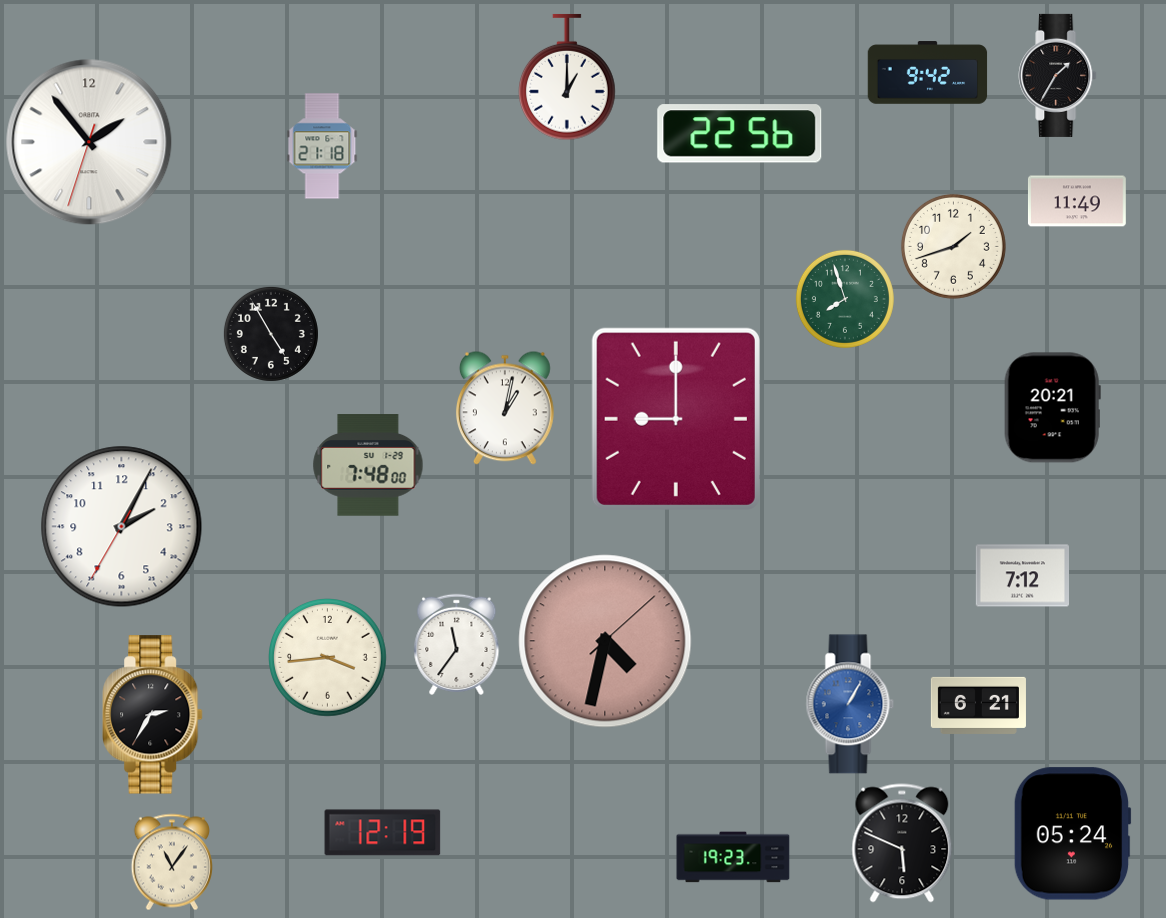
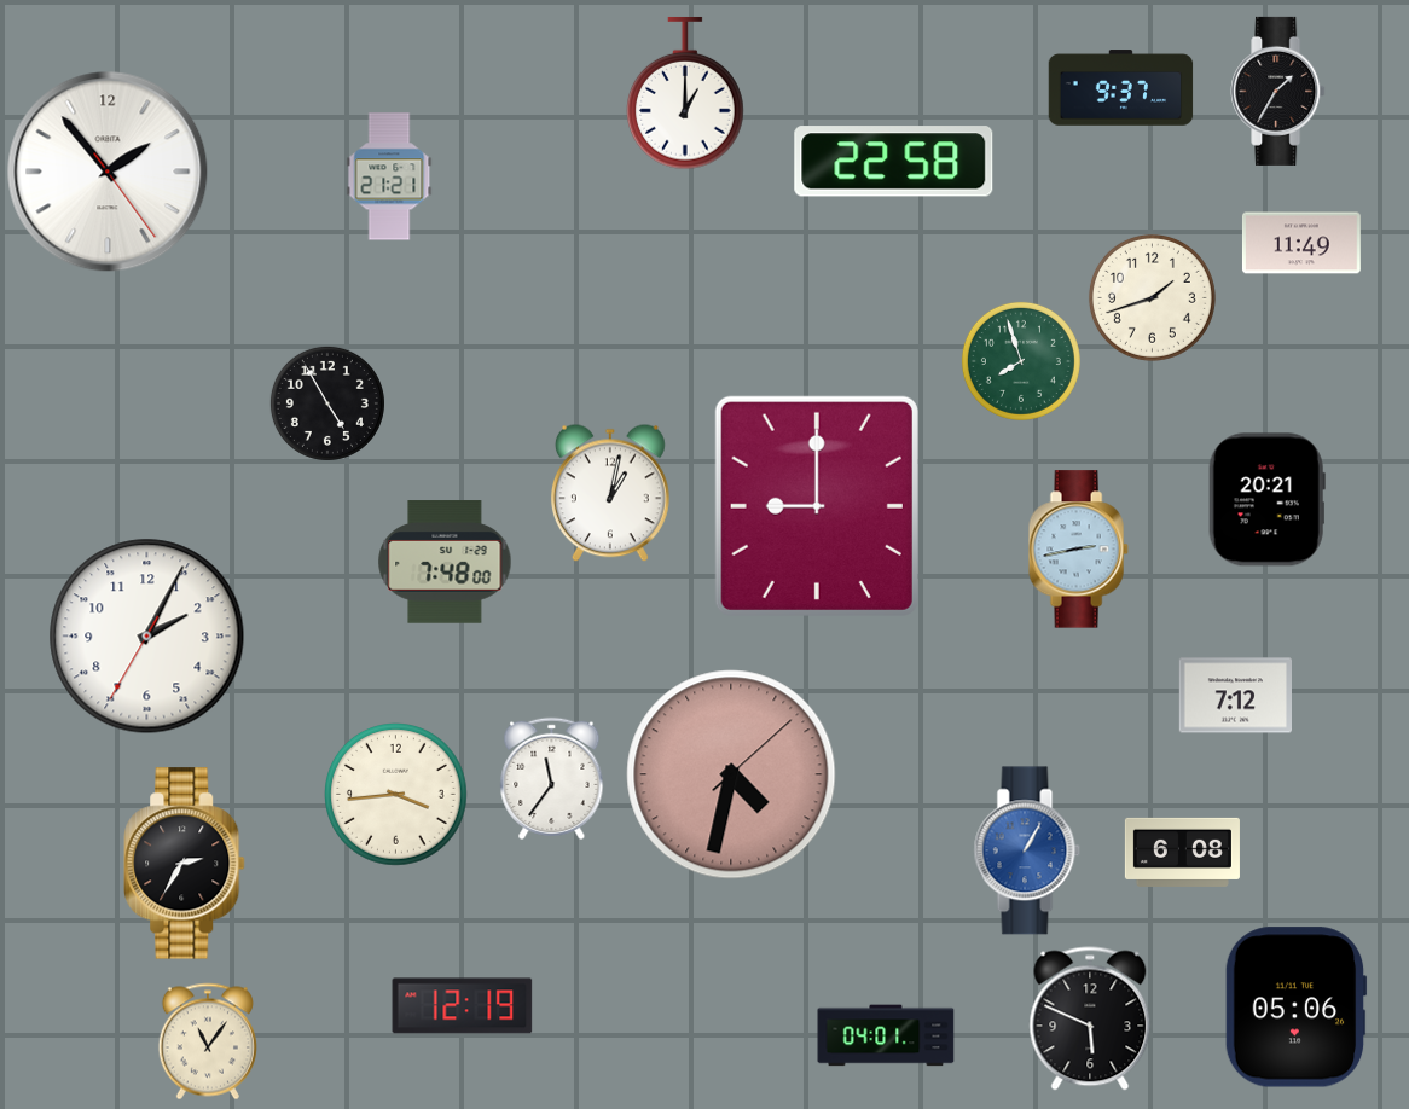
clock at (928, 73): 9:42 -> 9:37
clock at (740, 134): 22:56 -> 22:58
clock at (89, 142): 1:53:33 -> 1:53:24
clock at (322, 146): 21:18 -> 21:21
clock at (1052, 408) position: (1052, 408) -> (1266, 500)
clock at (1078, 550): none -> 2:43
clock at (978, 705): 6:21 -> 6:08
clock at (1072, 834): 05:24 -> 05:06
clock at (733, 857): 19:23 -> 04:01
